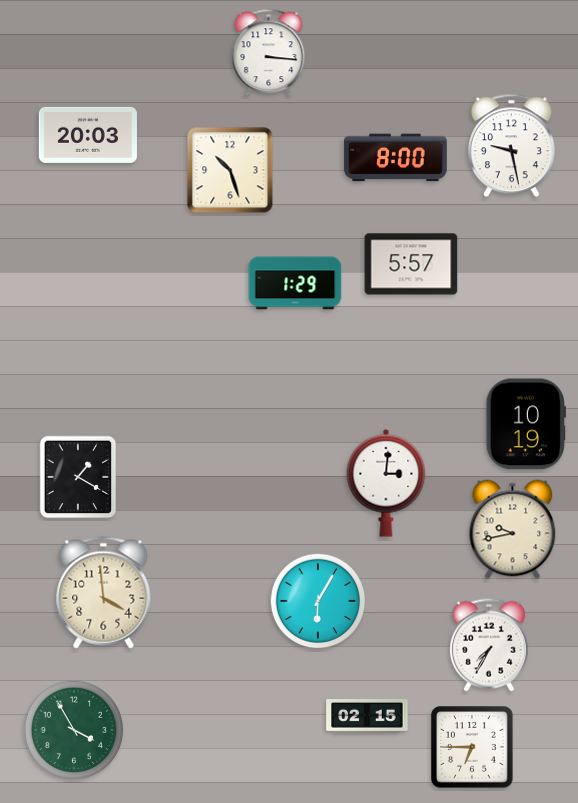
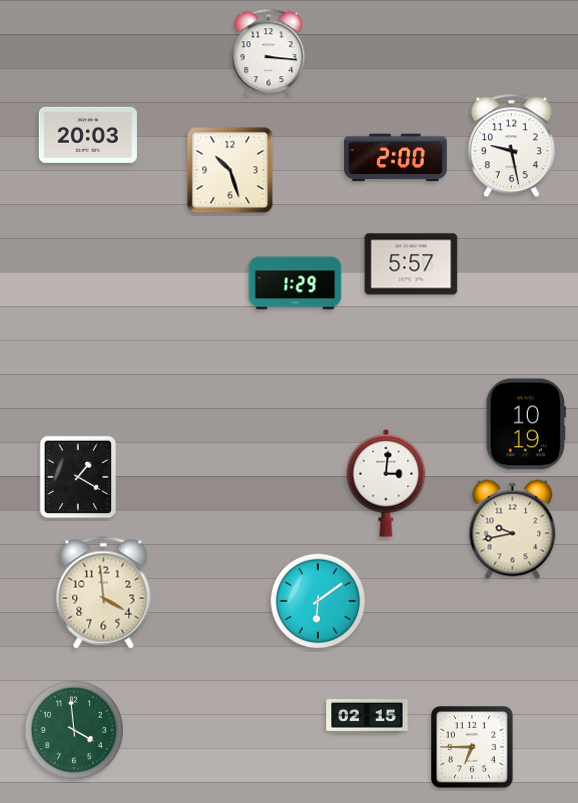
clock at (396, 158): 8:00 -> 2:00
clock at (318, 601): 6:05 -> 6:09
clock at (489, 645): 7:35 -> none
clock at (73, 729): 3:55 -> 3:59
